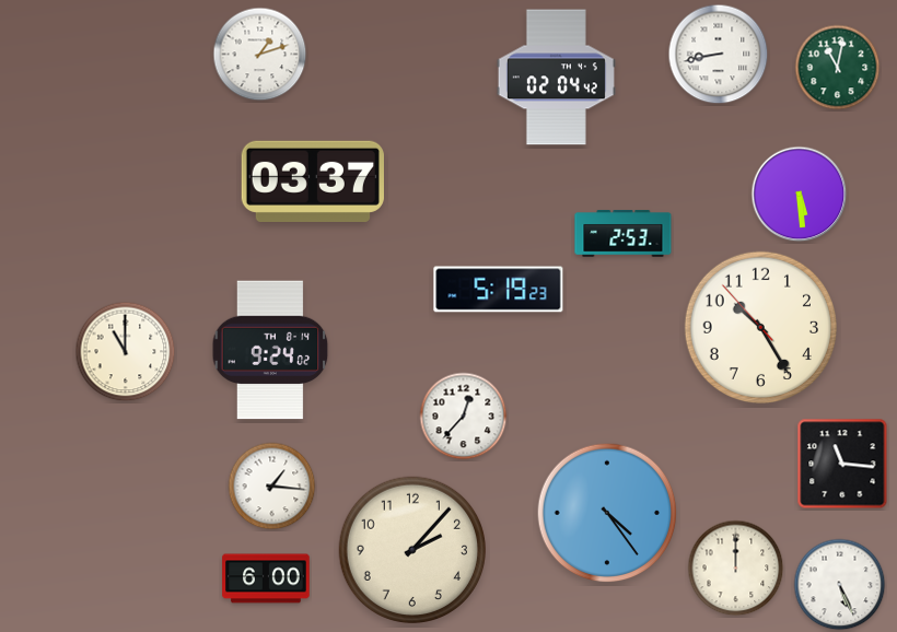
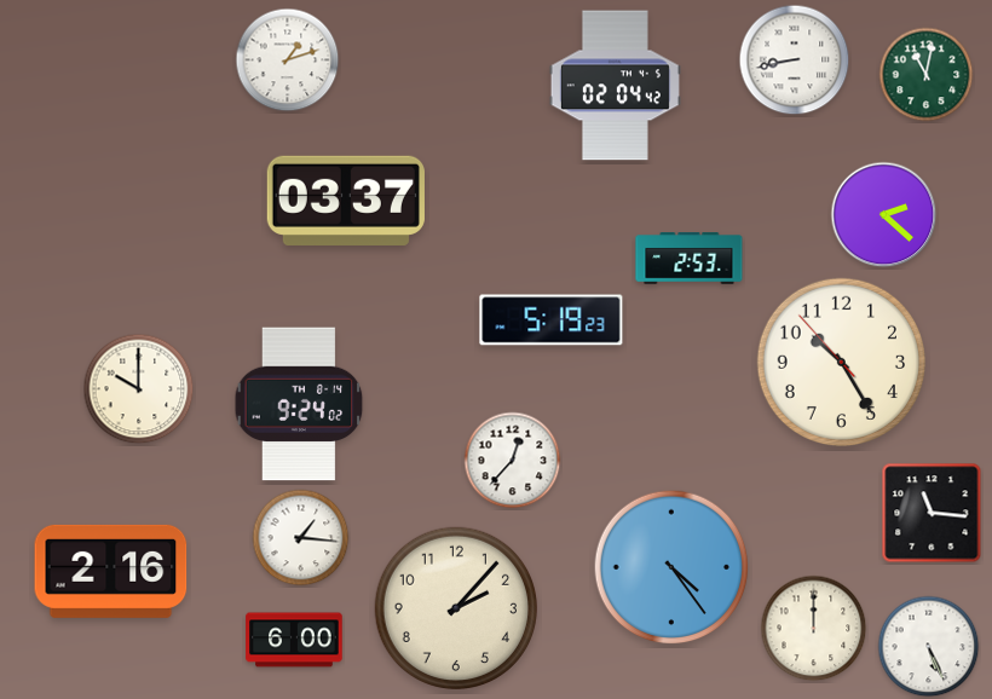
clock at (800, 195): 5:29 -> 2:22
clock at (270, 350) position: (270, 350) -> (299, 404)
clock at (126, 352): 11:00 -> 10:00
clock at (111, 571): none -> 2:16
